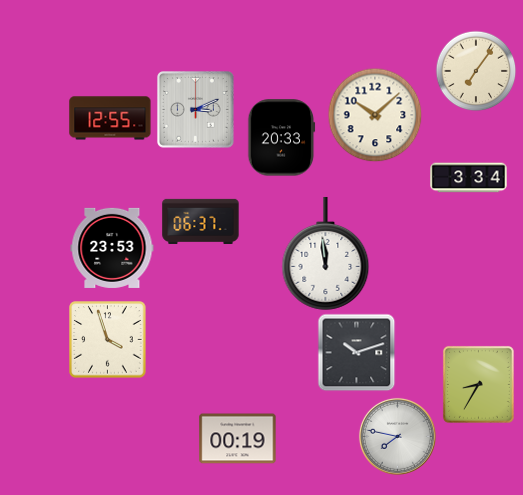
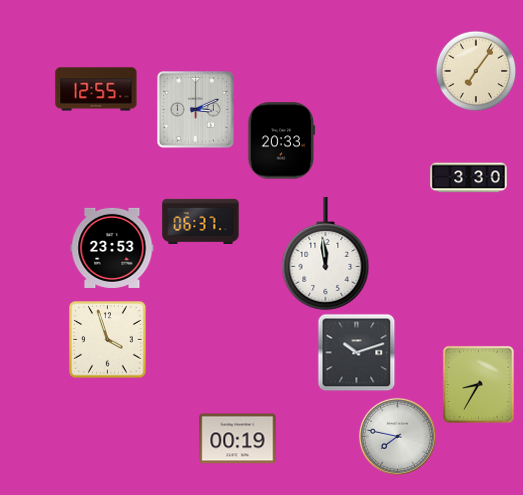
clock at (375, 115): 10:08 -> none
clock at (110, 118) position: (110, 118) -> (96, 89)
clock at (282, 138) position: (282, 138) -> (282, 141)
clock at (469, 178): 3:34 -> 3:30
